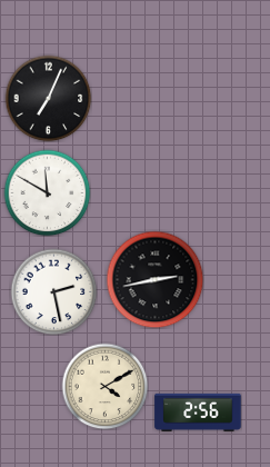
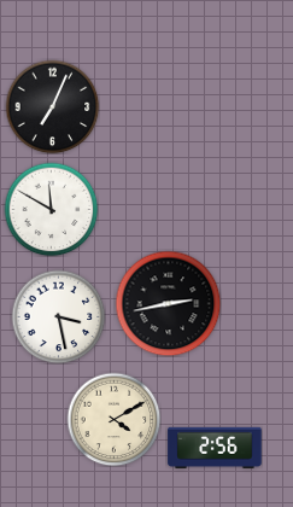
clock at (53, 291): 2:28 -> 3:28
